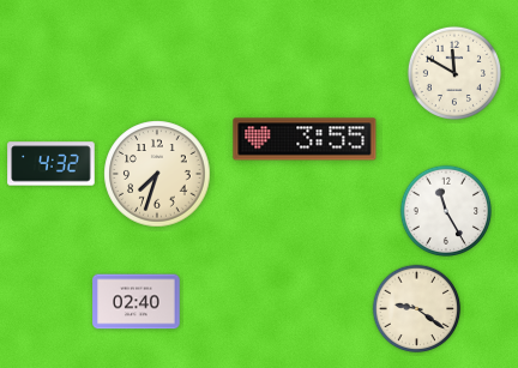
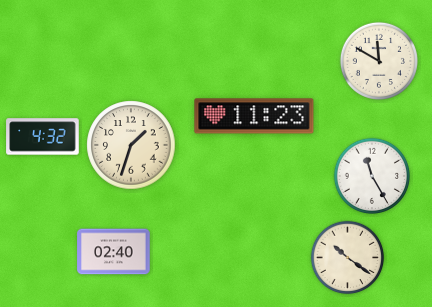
clock at (305, 139): 3:55 -> 11:23
clock at (157, 174): 7:33 -> 1:33
clock at (417, 309): 9:21 -> 10:21
